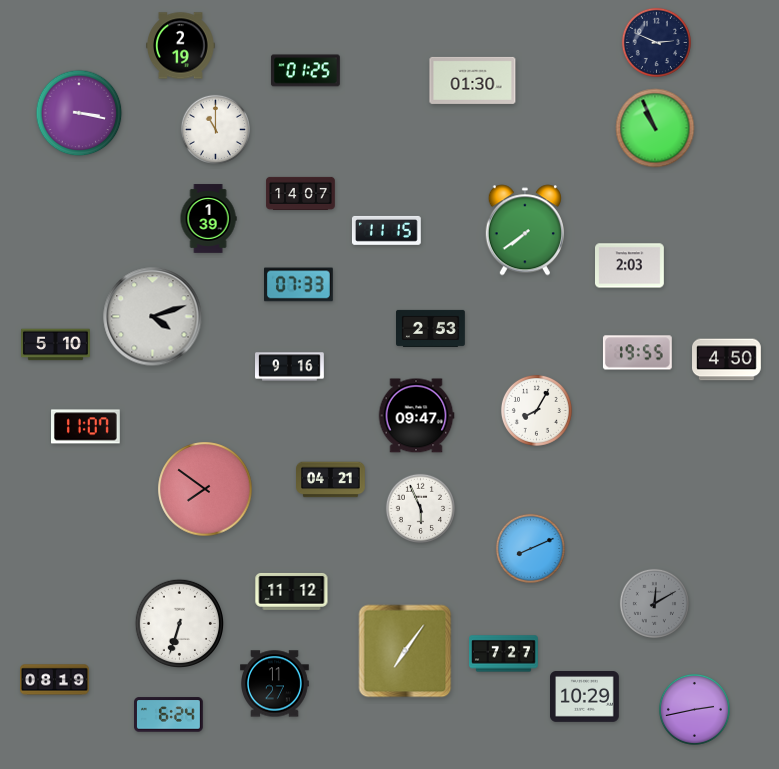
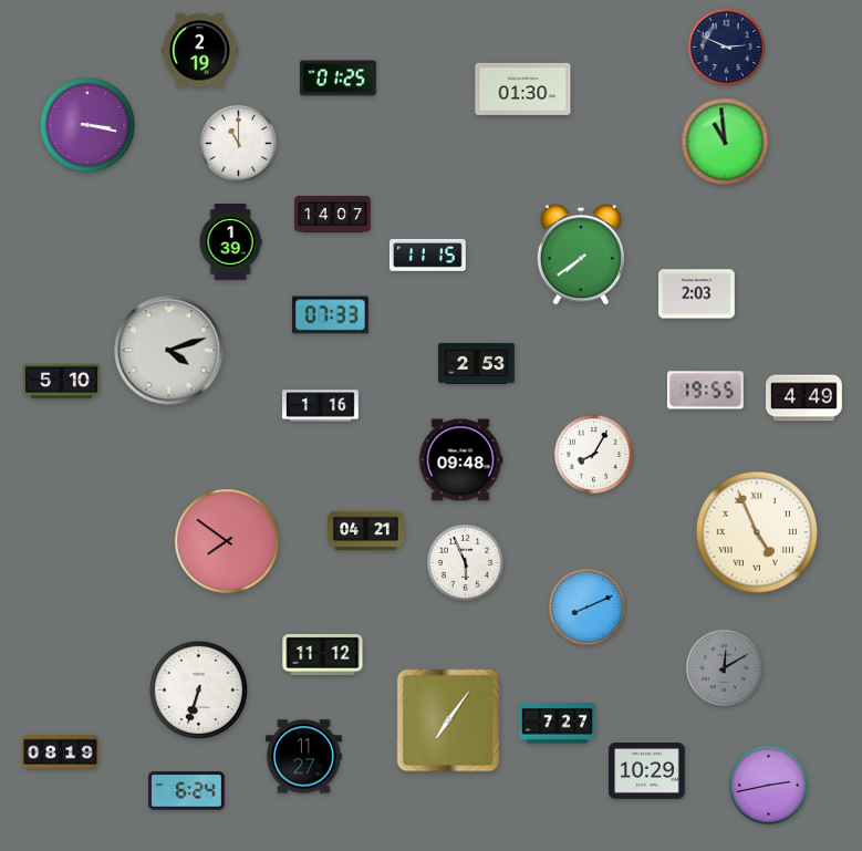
clock at (655, 128): 10:56 -> 10:59
clock at (727, 360): 4:50 -> 4:49
clock at (290, 367): 9:16 -> 1:16
clock at (416, 416): 09:47 -> 09:48
clock at (86, 427): 11:07 -> none
clock at (757, 532): none -> 4:56
